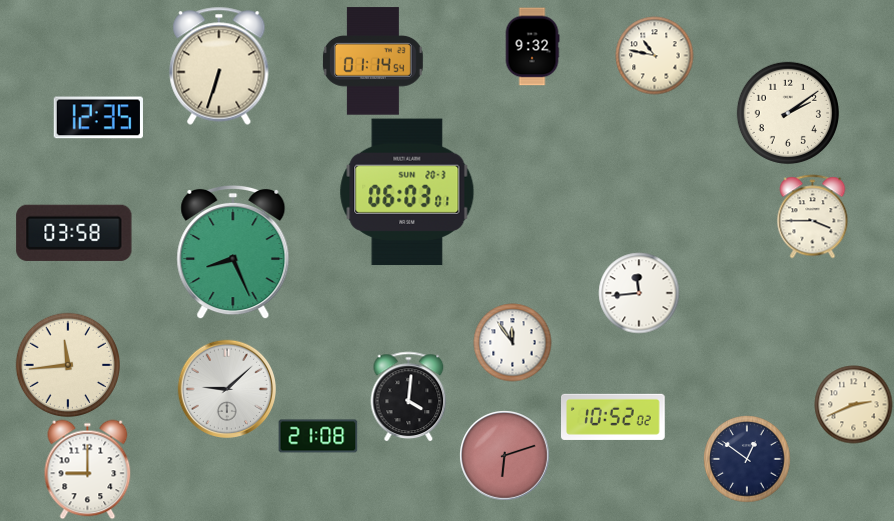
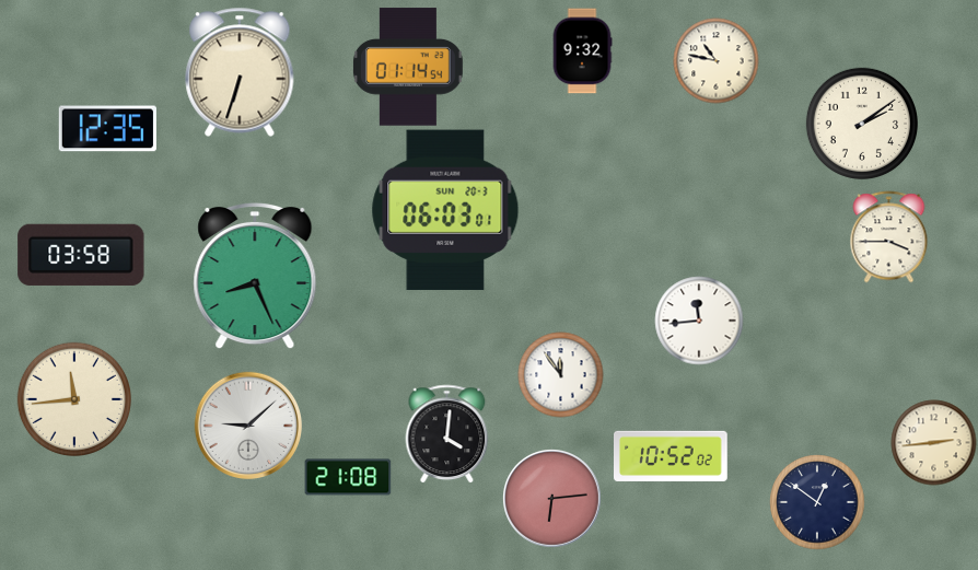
clock at (853, 404): 2:41 -> 2:44
clock at (505, 456): 6:12 -> 6:14
clock at (88, 469): 9:00 -> none
